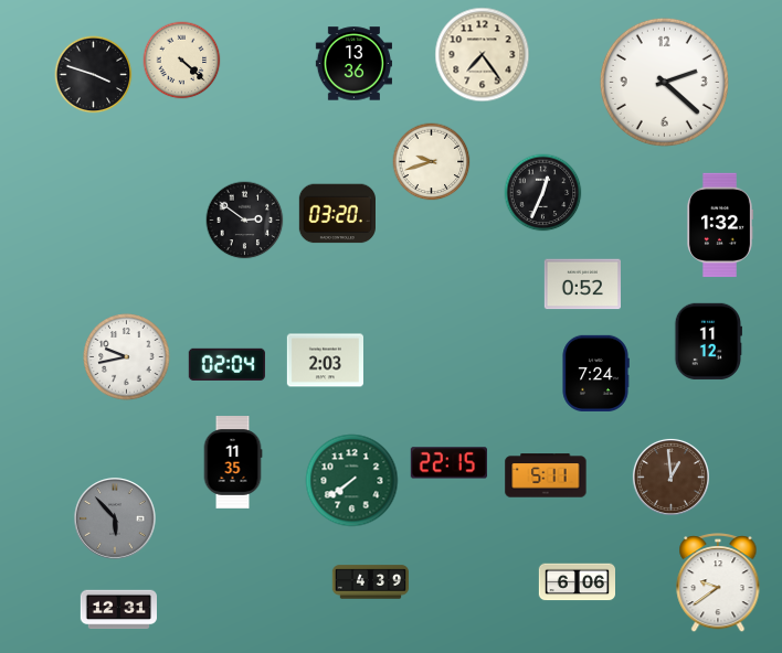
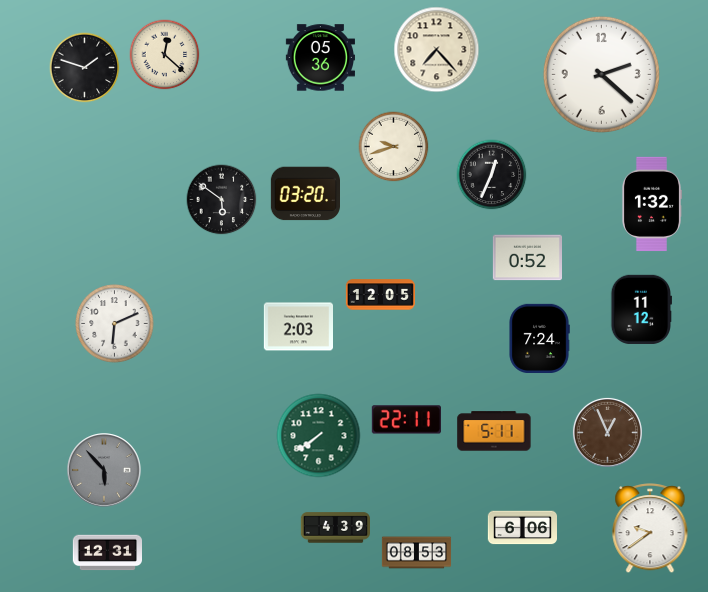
clock at (483, 55): 7:24 -> 7:23
clock at (182, 61): 4:22 -> 12:22
clock at (353, 64): 13:36 -> 05:36
clock at (94, 75): 3:48 -> 1:48
clock at (432, 162) position: (432, 162) -> (394, 147)
clock at (245, 221): 2:51 -> 5:51
clock at (380, 295): none -> 12:05
clock at (127, 357): 9:43 -> 6:11
clock at (325, 361) position: (325, 361) -> (298, 327)
clock at (226, 364): 02:04 -> none
clock at (233, 463): 11:35 -> none
clock at (448, 463): 22:15 -> 22:11
clock at (670, 477): 12:59 -> 12:56
clock at (417, 553): none -> 08:53
